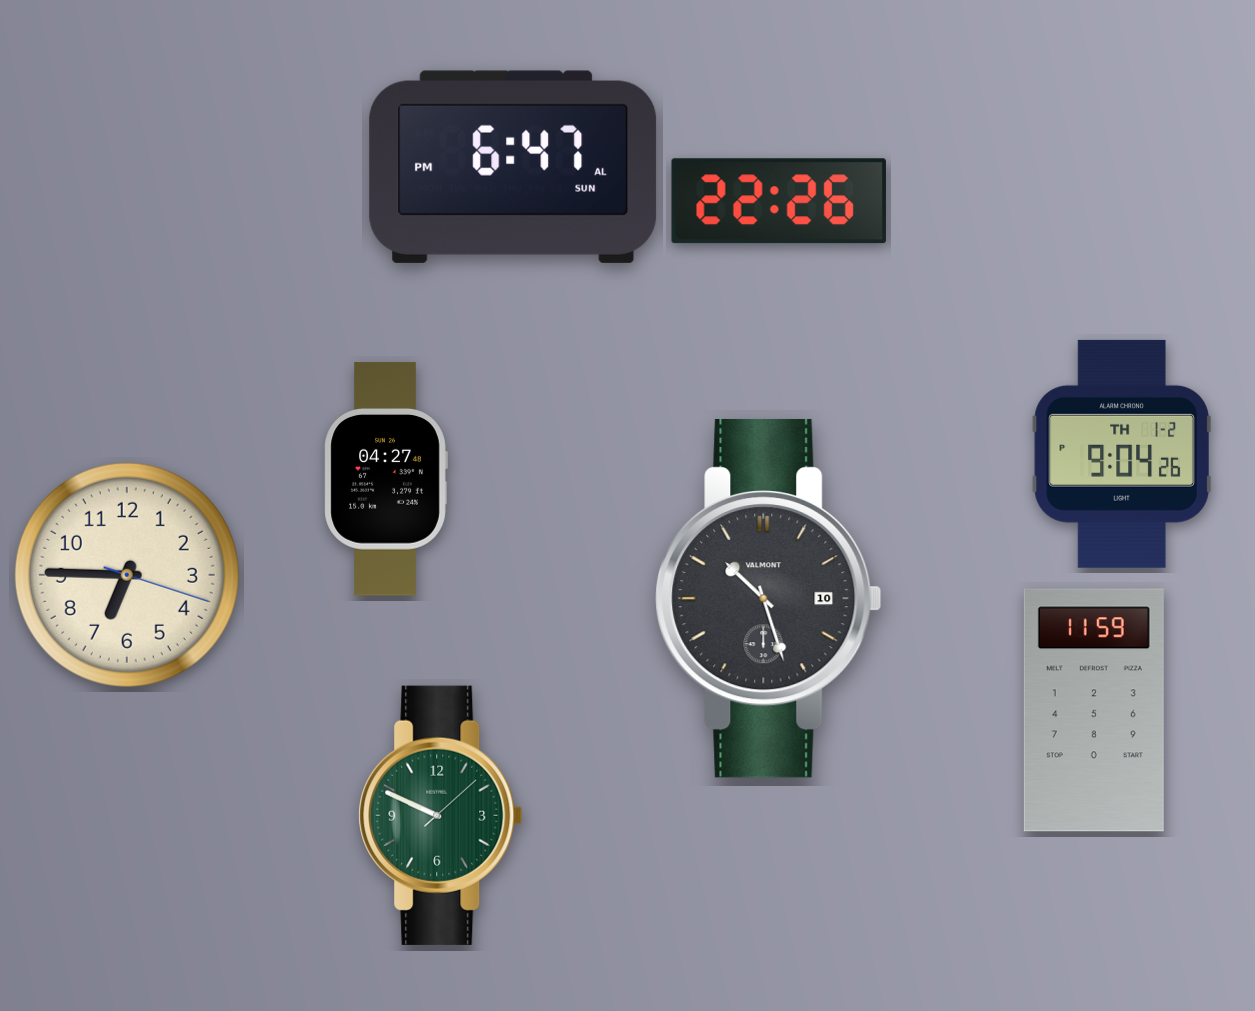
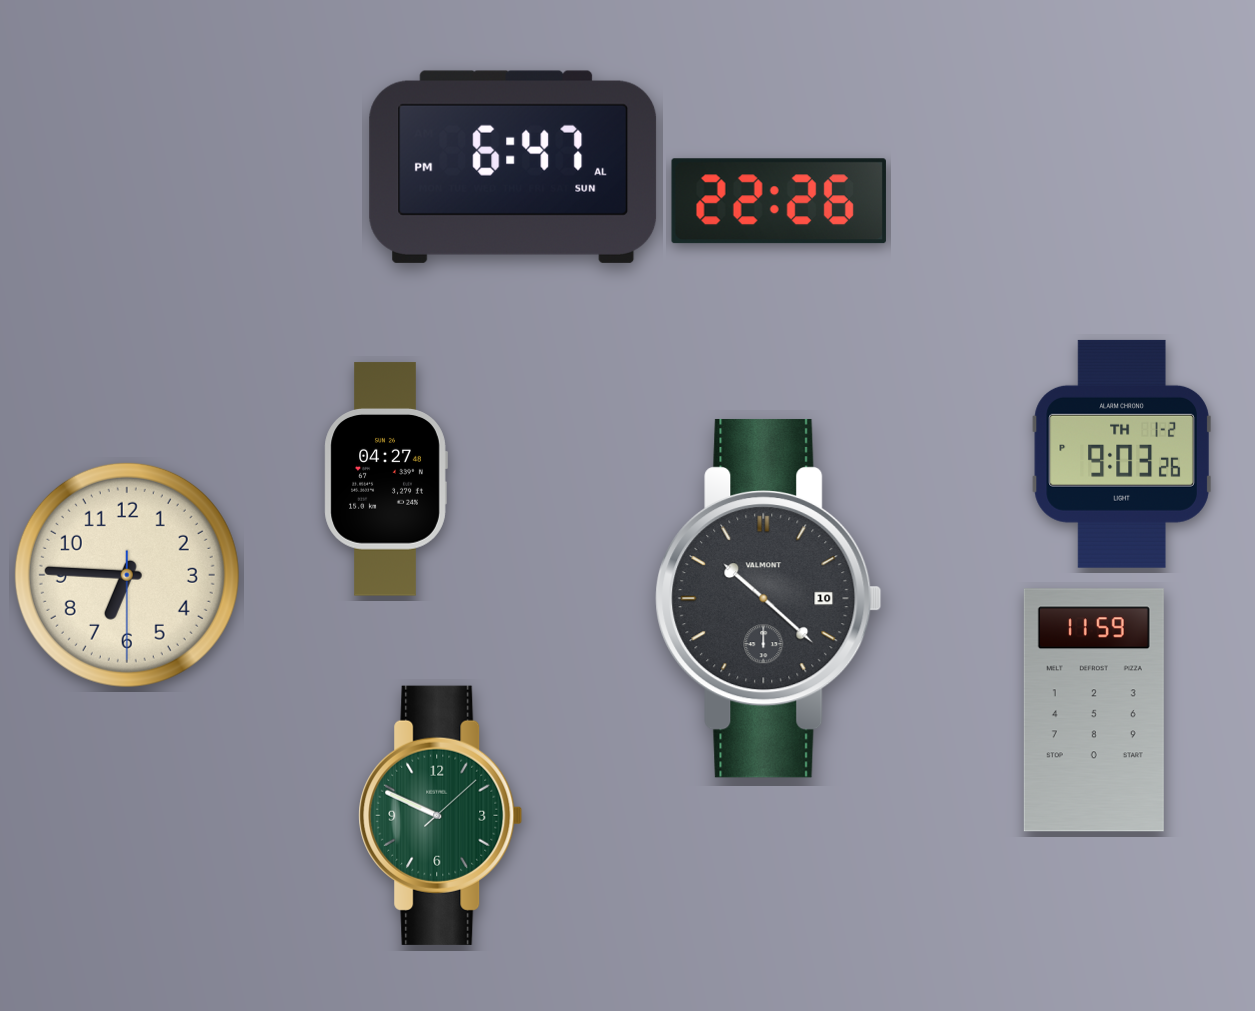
clock at (1122, 454): 9:04 -> 9:03
clock at (127, 575): 6:45:18 -> 6:45:30
clock at (769, 598): 10:27 -> 10:22
